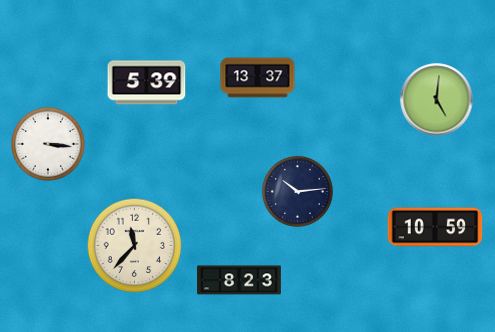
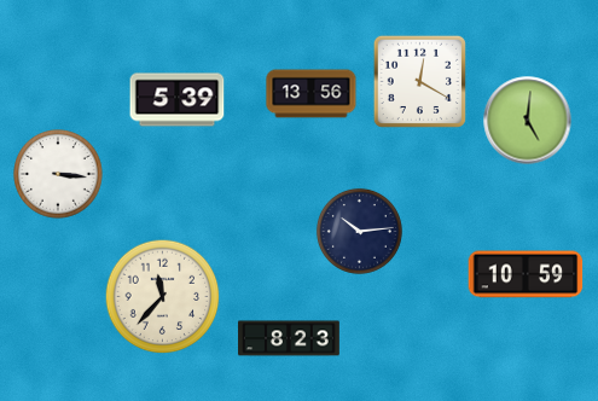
clock at (419, 81): none -> 12:20
clock at (258, 78): 13:37 -> 13:56
